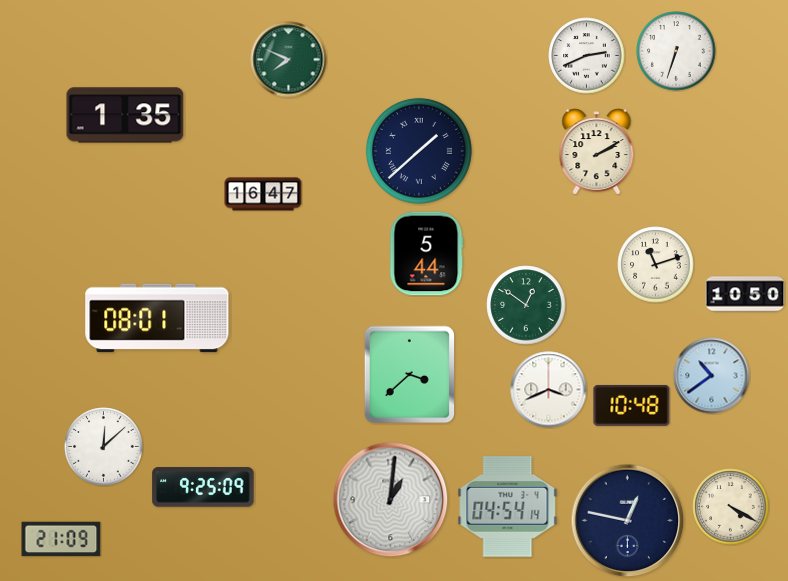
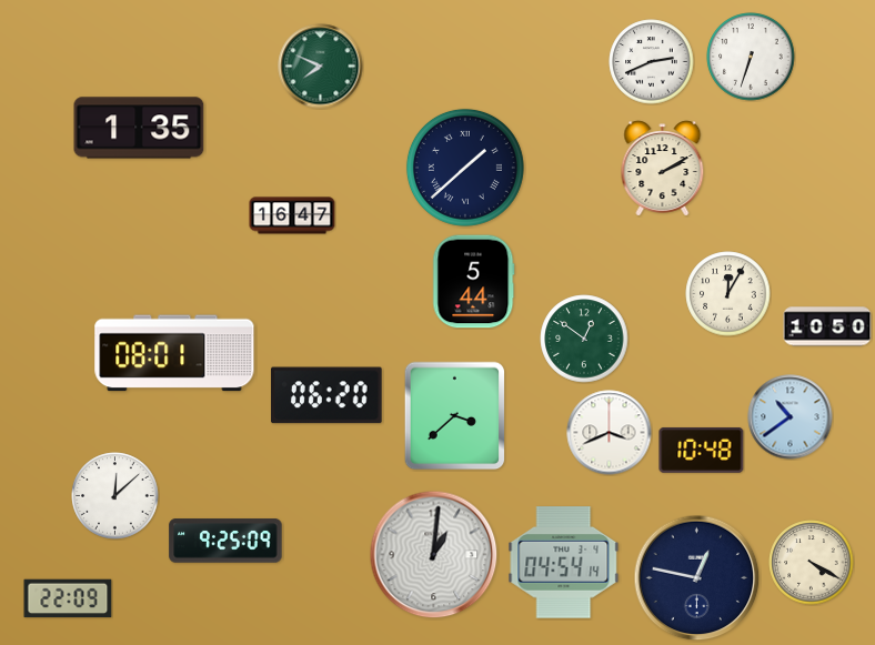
clock at (656, 265): 11:12 -> 12:05
clock at (326, 395): none -> 06:20
clock at (61, 539): 21:09 -> 22:09
